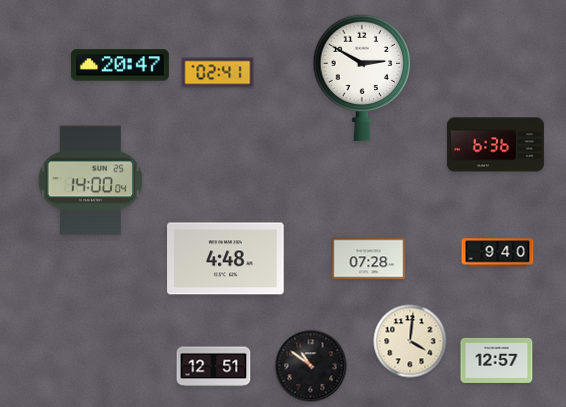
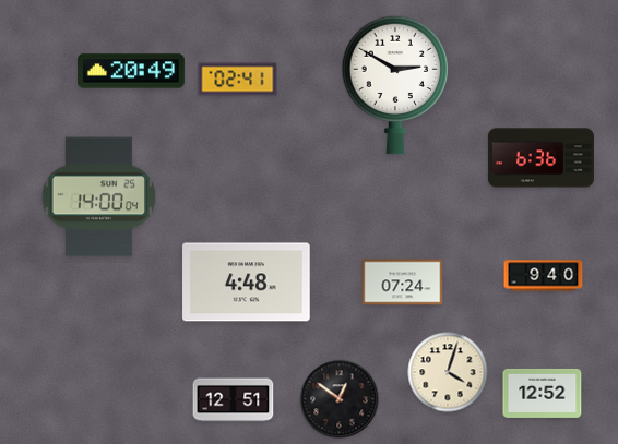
clock at (120, 65): 20:47 -> 20:49
clock at (369, 259): 07:28 -> 07:24
clock at (410, 341): 4:01 -> 4:03
clock at (497, 360): 12:57 -> 12:52
clock at (311, 366): 10:51 -> 12:51
